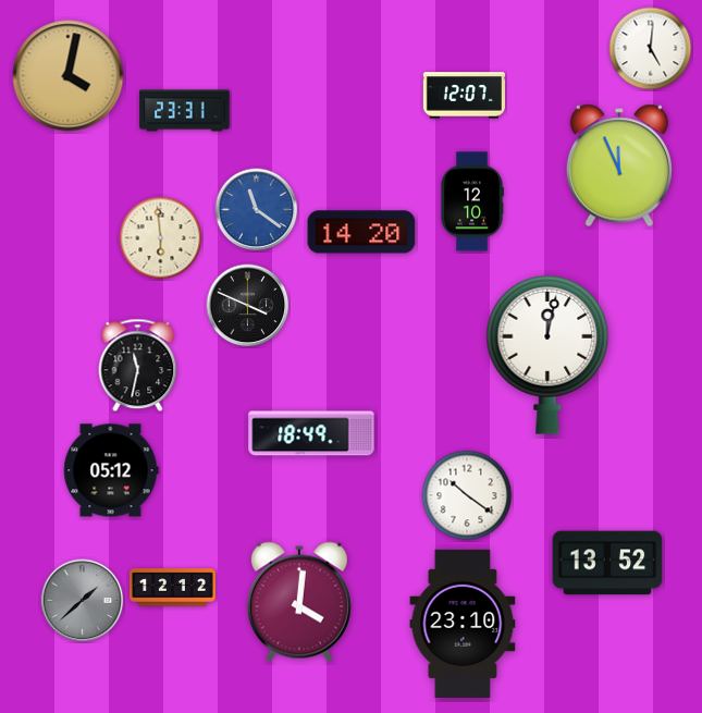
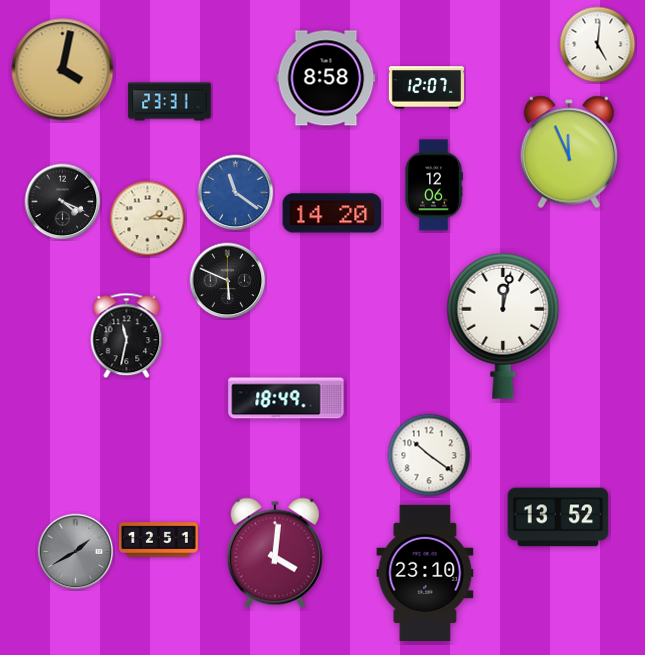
clock at (326, 78): none -> 8:58
clock at (472, 201): 12:10 -> 12:06
clock at (63, 202): none -> 4:19
clock at (161, 238): 5:59 -> 2:15
clock at (248, 306): 3:49 -> 5:49
clock at (111, 470): 05:12 -> none
clock at (173, 588): 12:12 -> 12:51
clock at (83, 601): 1:38 -> 1:40
